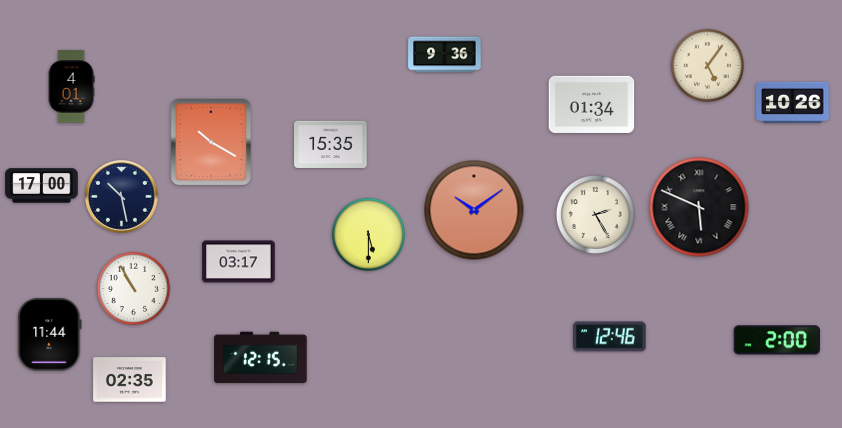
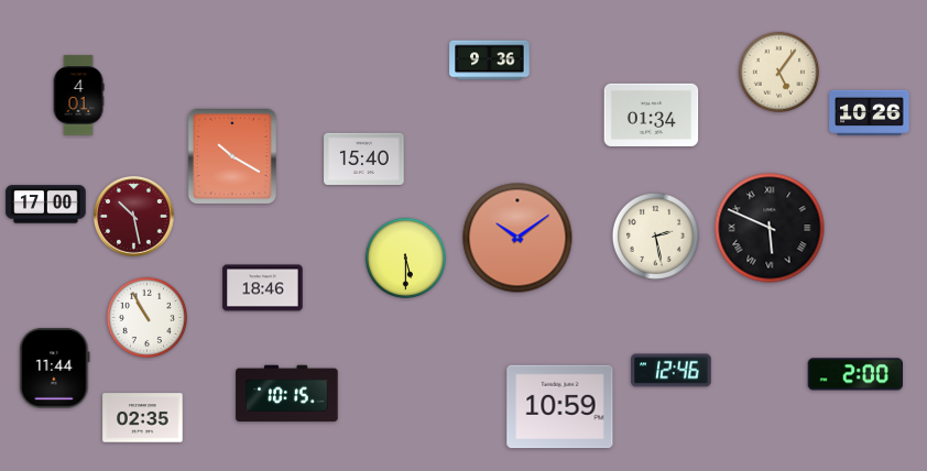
clock at (793, 102) position: (793, 102) -> (870, 112)
clock at (331, 144): 15:35 -> 15:40
clock at (122, 197) dial: navy -> burgundy
clock at (474, 210) position: (474, 210) -> (517, 238)
clock at (595, 214): 2:25 -> 2:28
clock at (239, 262): 03:17 -> 18:46
clock at (261, 358): 12:15 -> 10:15
clock at (560, 407): none -> 10:59
